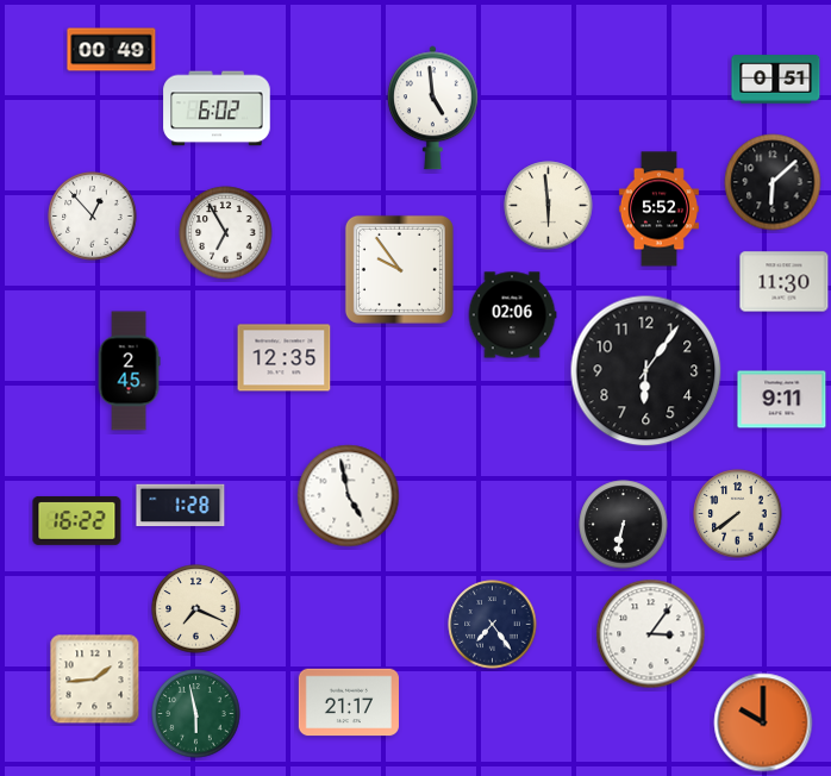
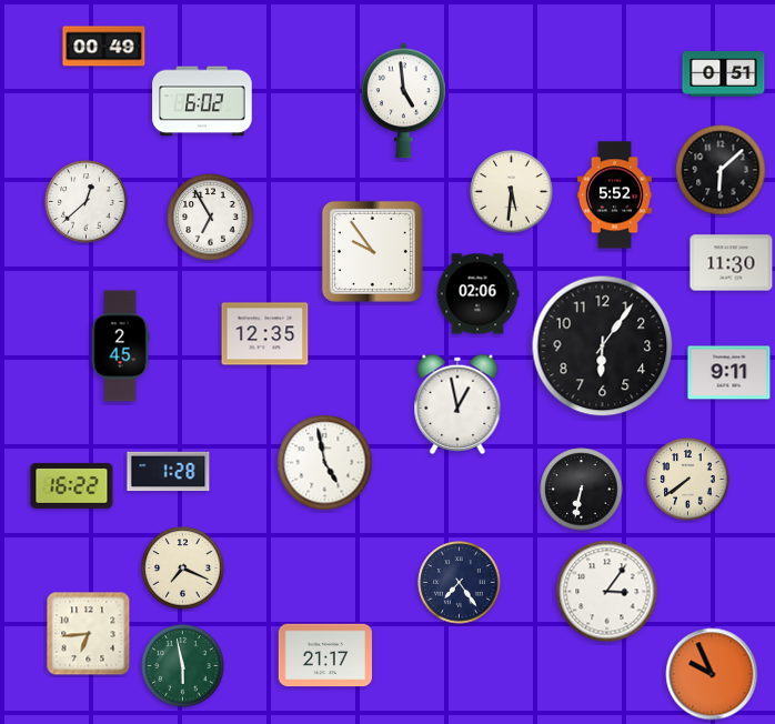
clock at (549, 206): 5:59 -> 5:31
clock at (93, 217): 12:53 -> 12:38
clock at (457, 404): none -> 12:58
clock at (95, 680): 1:44 -> 6:44
clock at (763, 722): 10:00 -> 9:56
